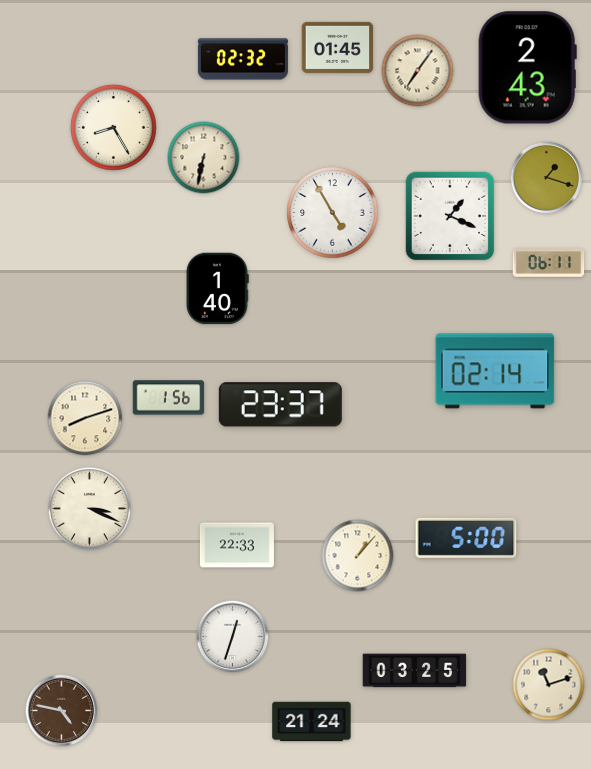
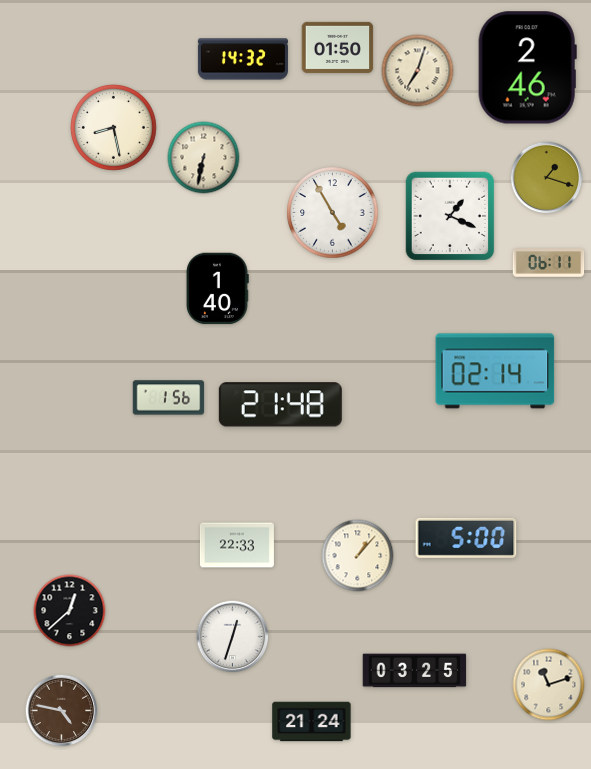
clock at (338, 47): 01:45 -> 01:50
clock at (243, 59): 02:32 -> 14:32
clock at (527, 68): 2:43 -> 2:46
clock at (418, 71): 7:06 -> 7:03
clock at (113, 127): 8:25 -> 8:28
clock at (280, 405): 23:37 -> 21:48
clock at (85, 418): 8:12 -> none
clock at (89, 508): 3:19 -> none
clock at (70, 611): none -> 12:38
